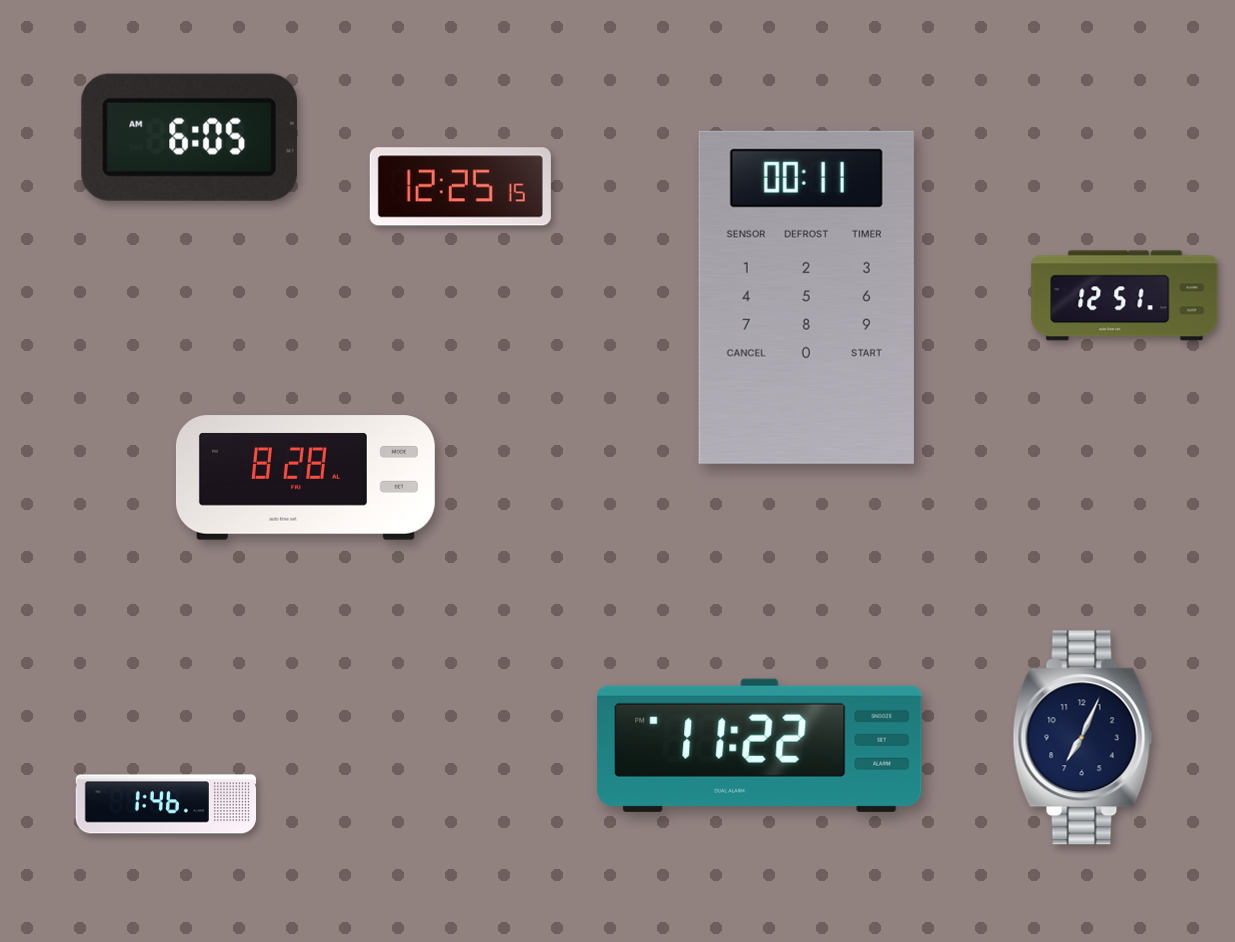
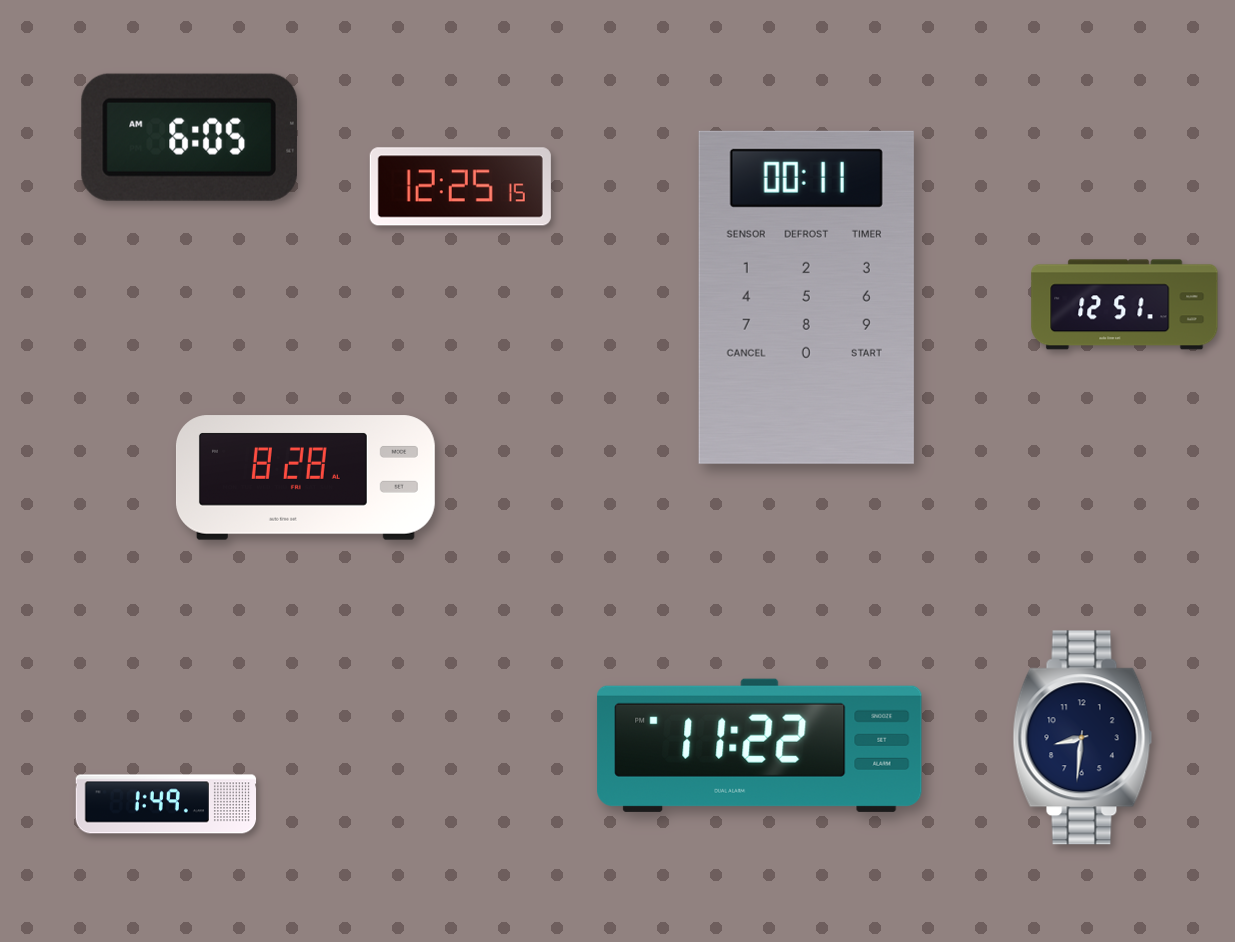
clock at (1125, 296) position: (1125, 296) -> (1125, 305)
clock at (1083, 738): 7:04 -> 8:31
clock at (166, 804): 1:46 -> 1:49
